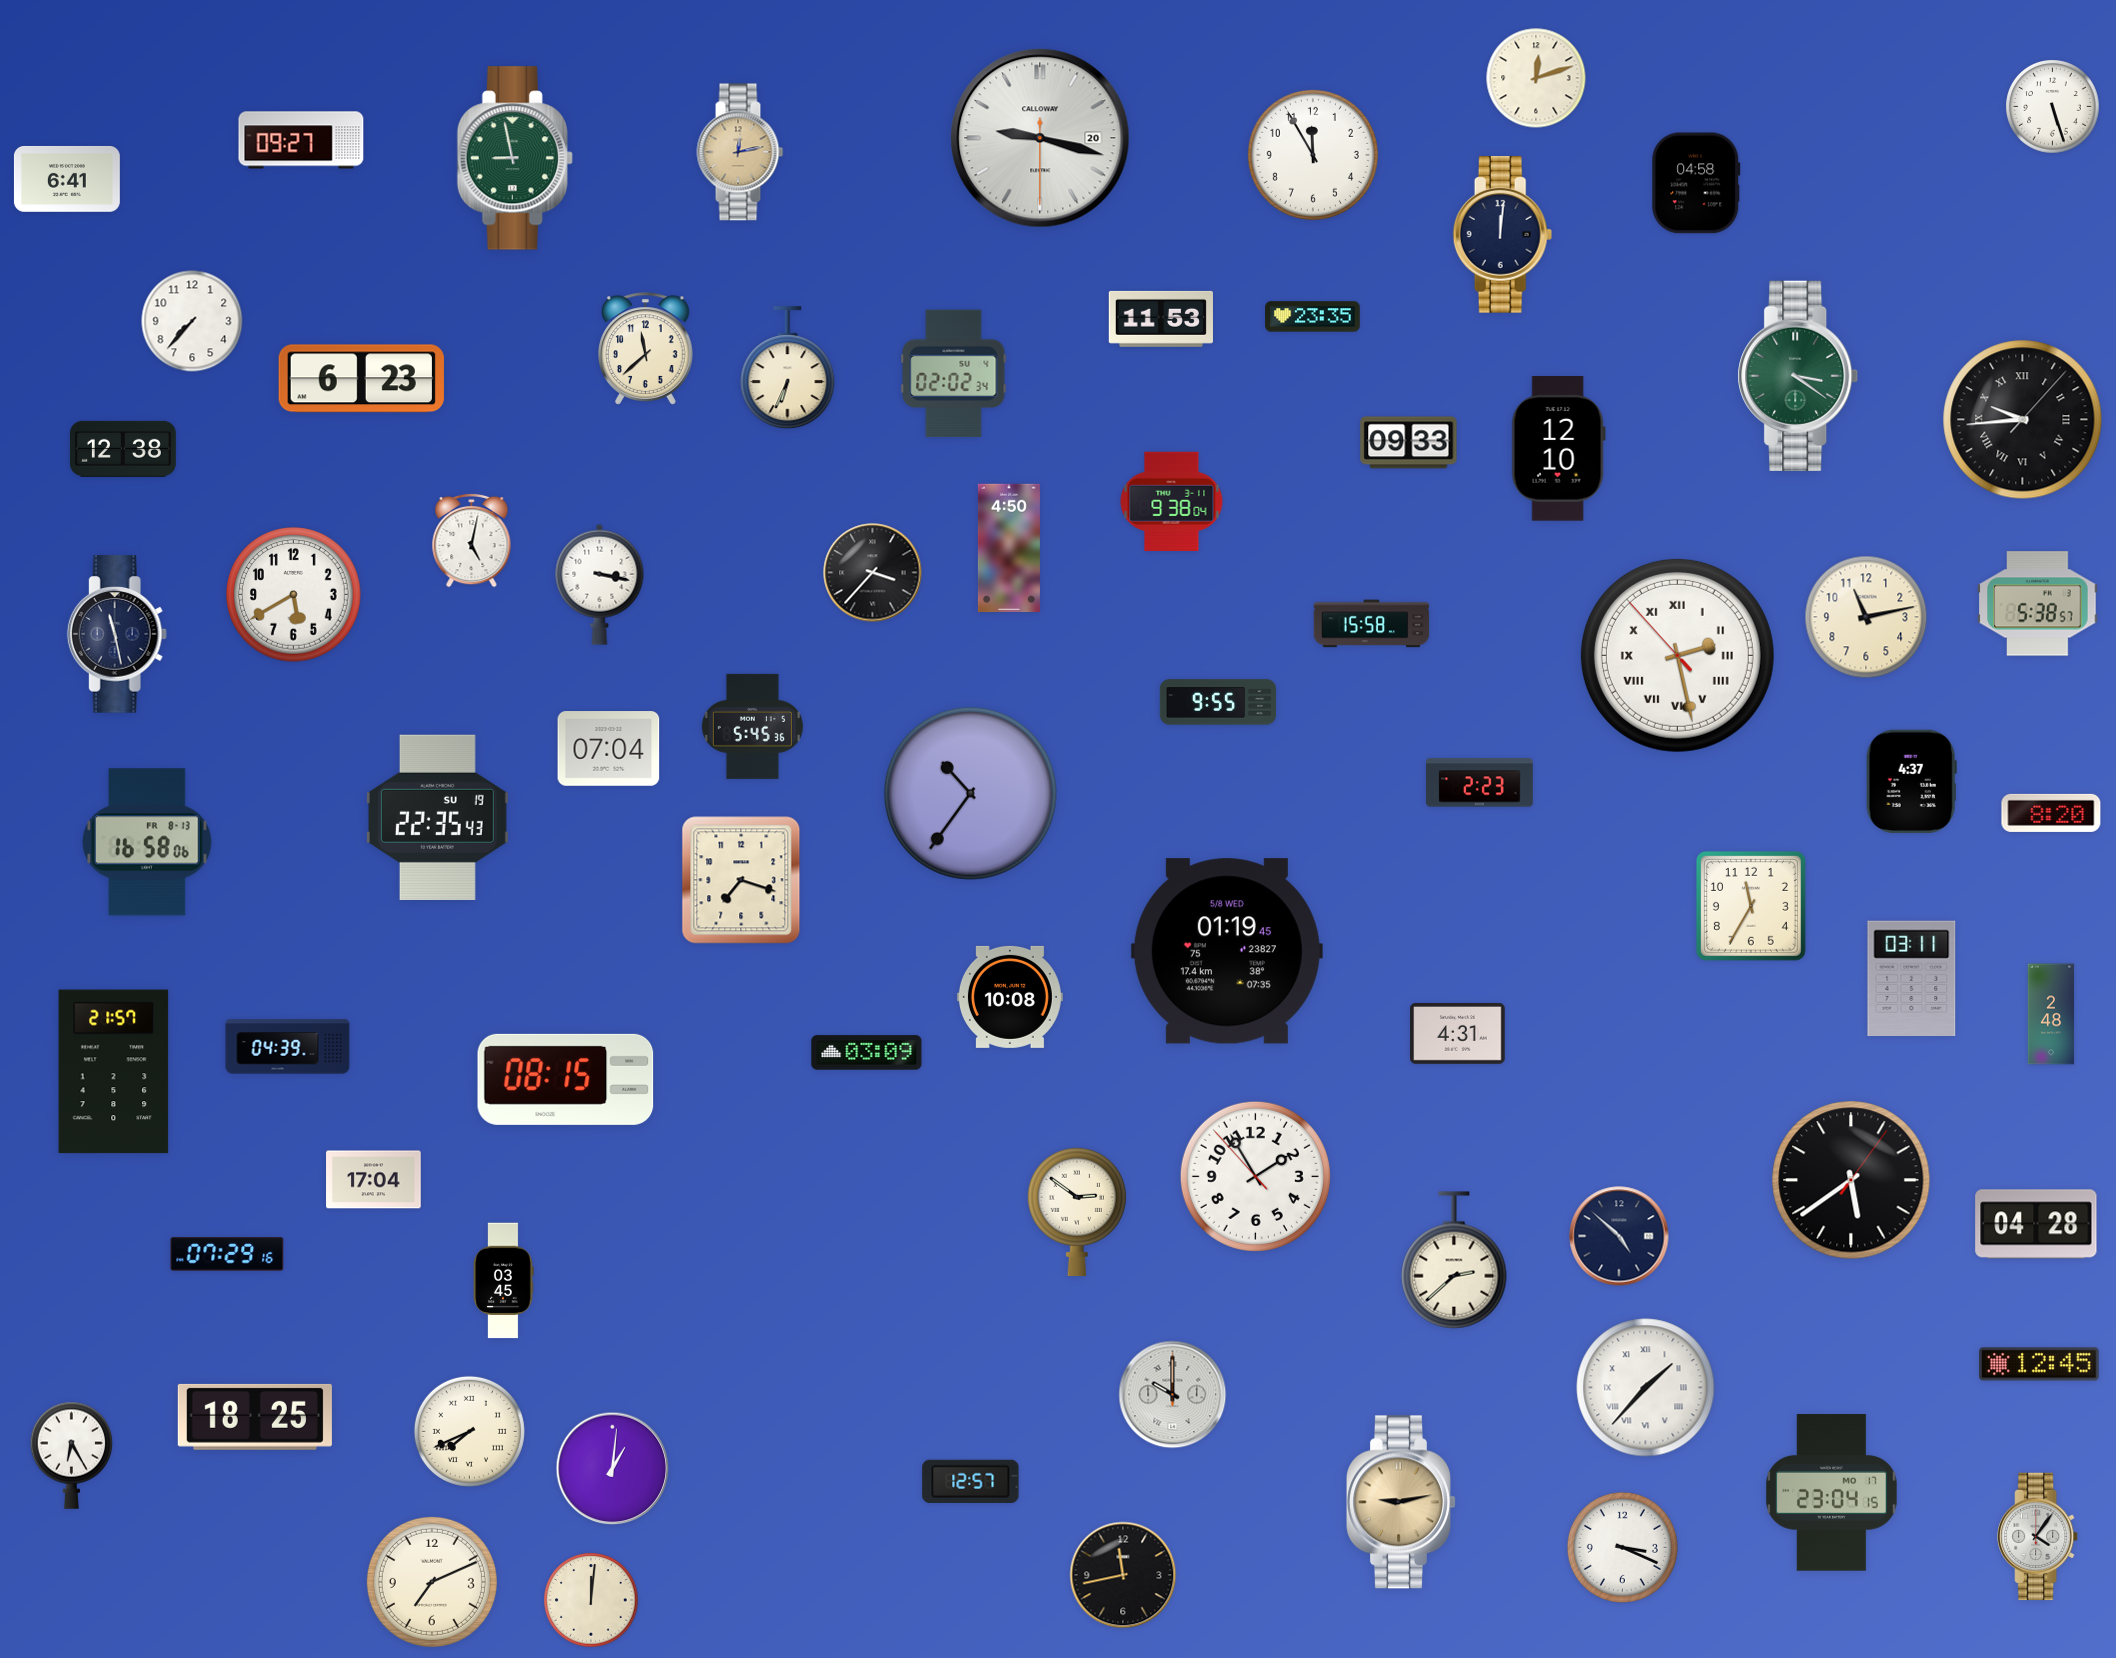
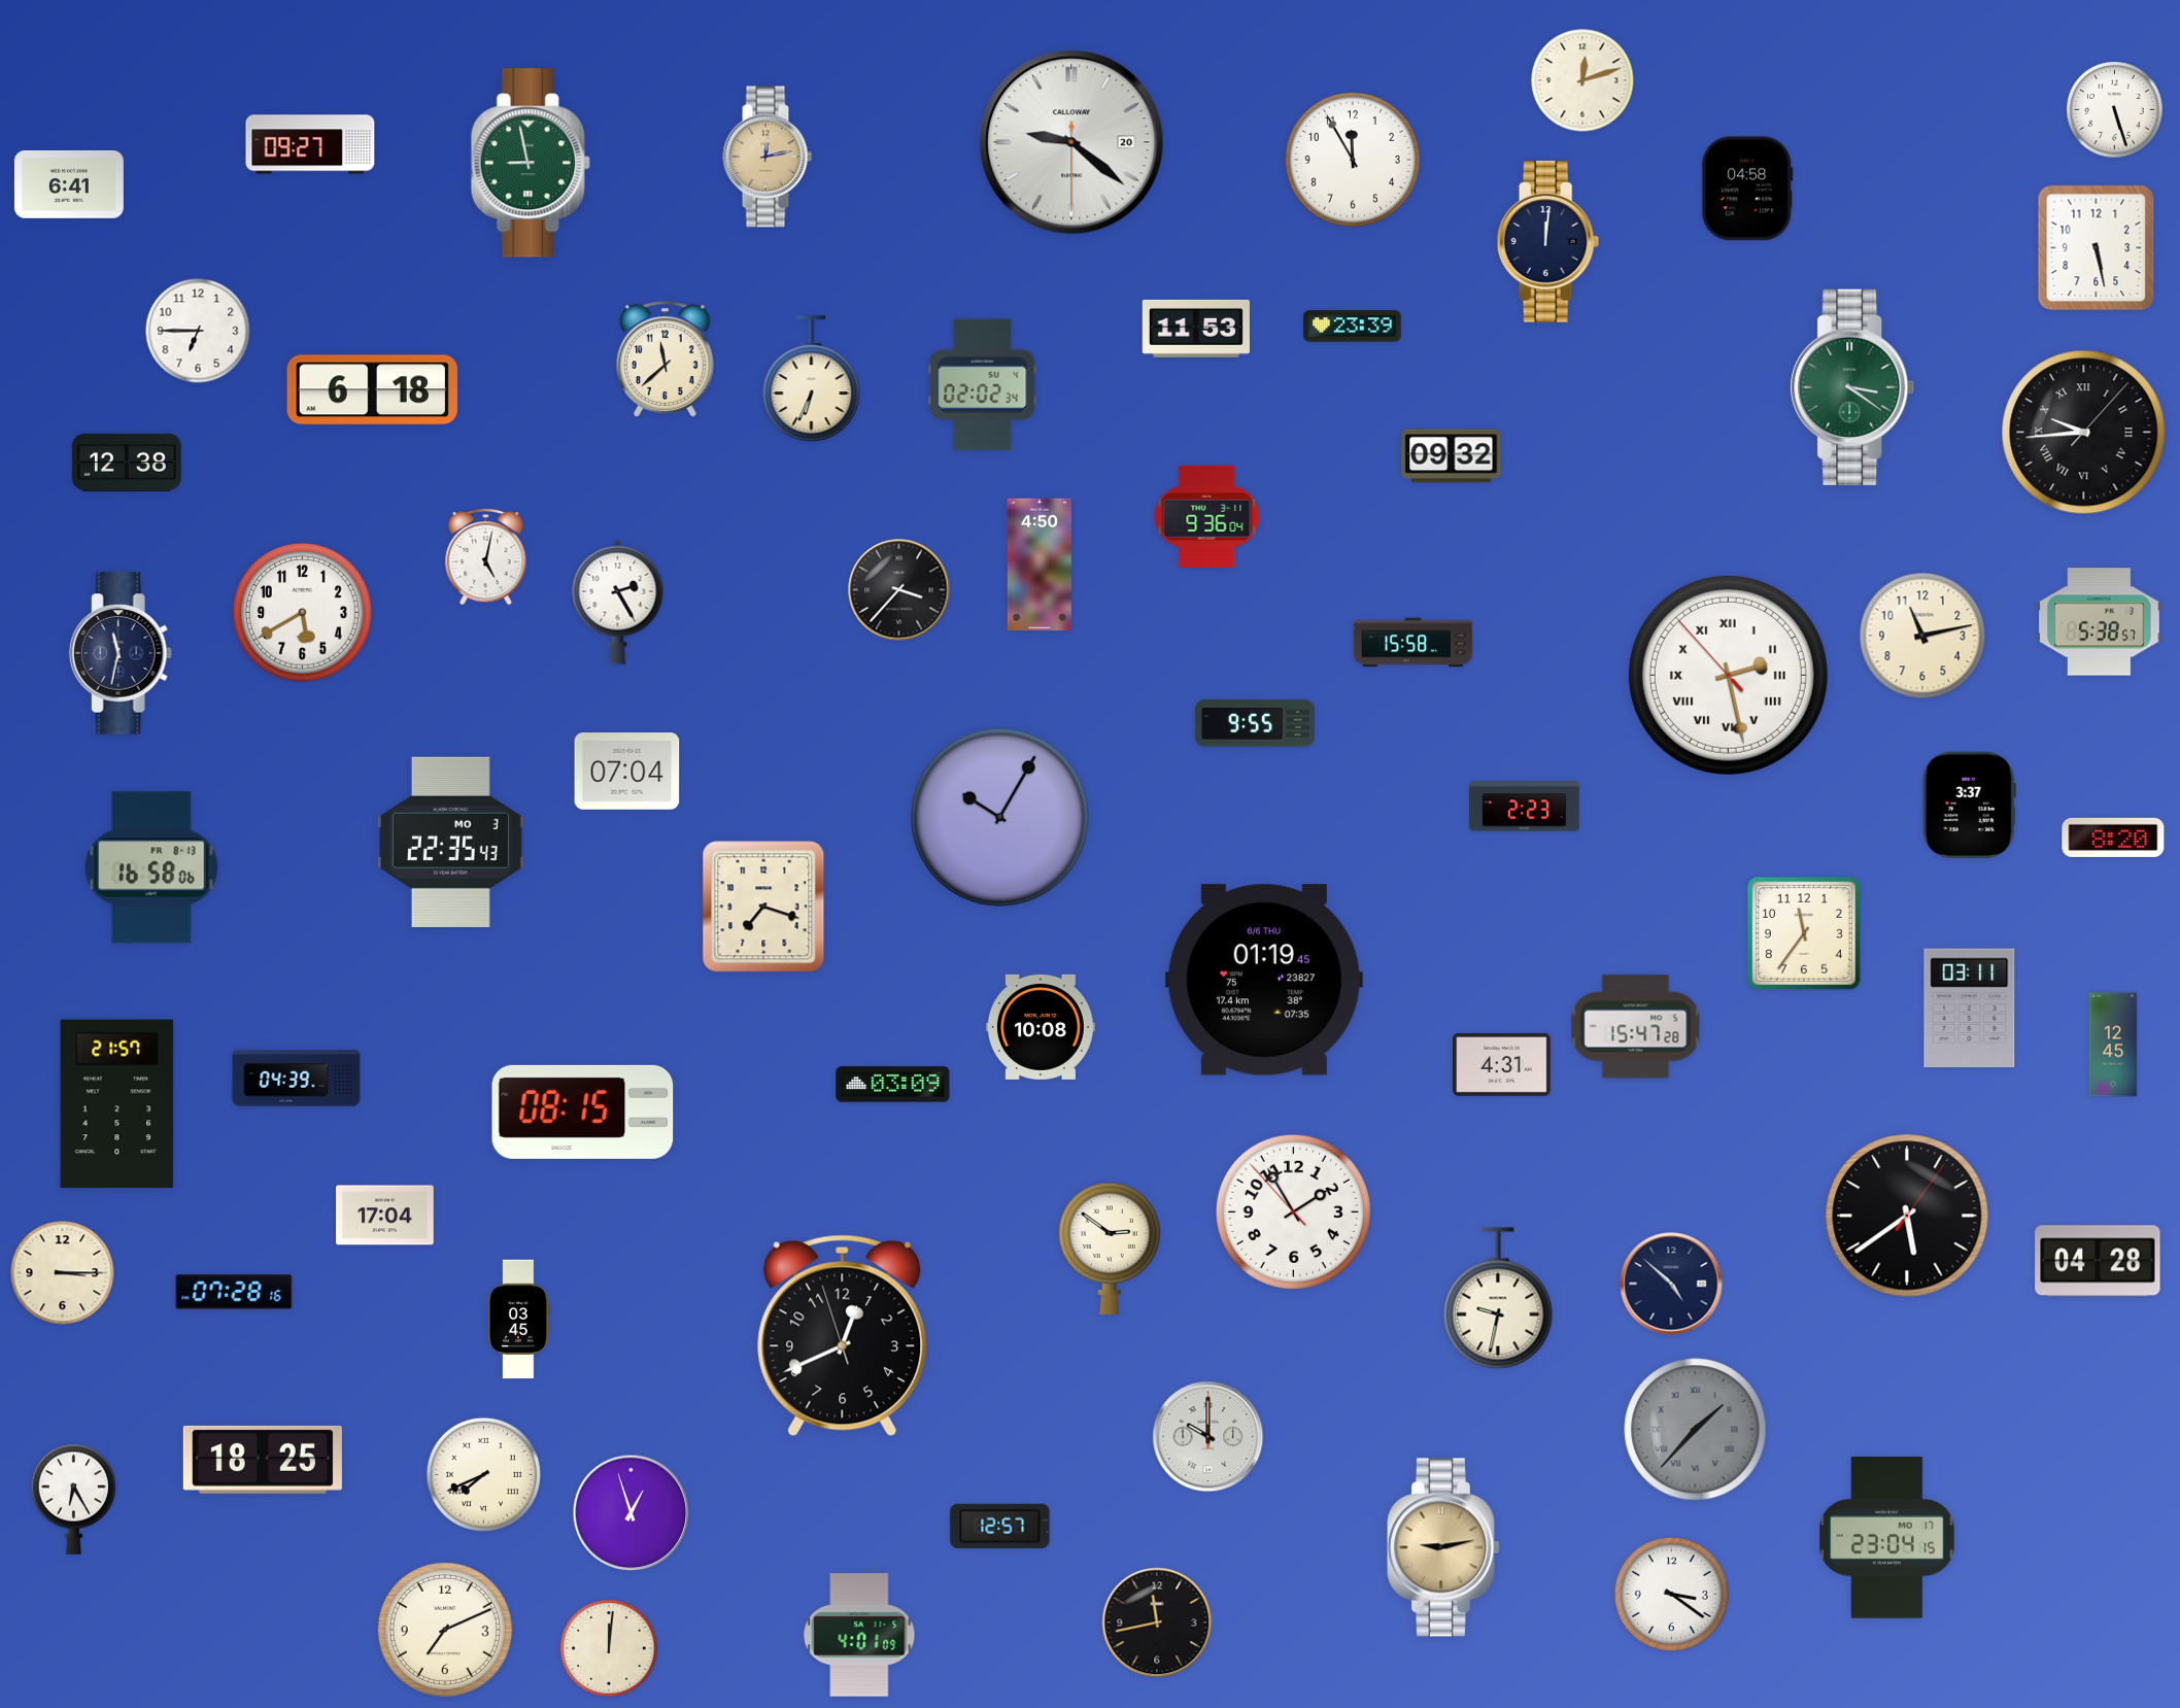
clock at (1040, 138): 9:17 -> 9:21
clock at (740, 152) position: (740, 152) -> (768, 157)
clock at (2097, 248): none -> 5:28
clock at (1313, 317): 23:35 -> 23:39
clock at (192, 321): 7:37 -> 6:45
clock at (361, 379): 6:23 -> 6:18
clock at (1409, 443): 09:33 -> 09:32
clock at (1558, 449): 12:10 -> none
clock at (1172, 501): 9:38 -> 9:36
clock at (600, 584): 3:17 -> 2:25
clock at (117, 634): 11:28 -> 11:32
clock at (752, 726): 5:45 -> none
clock at (1911, 781): 4:37 -> 3:37
clock at (970, 793): 10:36 -> 10:05
clock at (437, 817) date: SU 19 -> MO 3
clock at (1751, 906): 11:35 -> 11:36
clock at (1227, 951) date: 5/8 WED -> 6/6 THU
clock at (1636, 1027): none -> 15:47
clock at (2051, 1014): 2:48 -> 12:45
clock at (63, 1273): none -> 3:15
clock at (1619, 1236) position: (1619, 1236) -> (1671, 1284)
clock at (227, 1254): 07:29 -> 07:28
clock at (1454, 1260): 2:38 -> 9:32
clock at (843, 1336): none -> 12:40
clock at (2039, 1364): 12:45 -> none
clock at (1646, 1388) dial: white -> grey
clock at (613, 1469): 1:01 -> 12:57
clock at (2039, 1537): 4:06 -> none
clock at (1622, 1547): 3:19 -> 3:21
clock at (859, 1635): none -> 4:01
